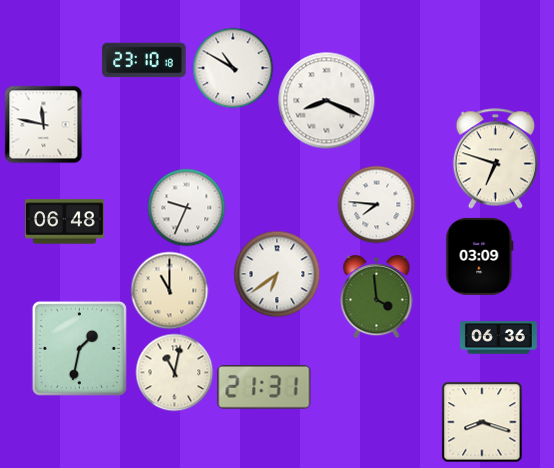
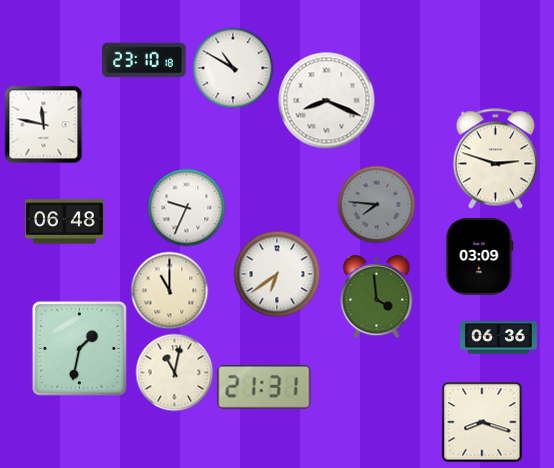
clock at (495, 159): 6:48 -> 2:48
clock at (376, 204) dial: white -> grey
